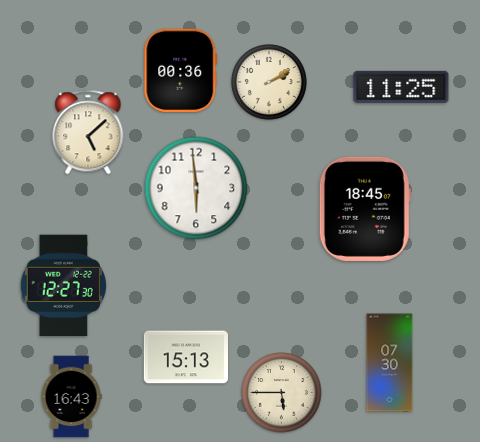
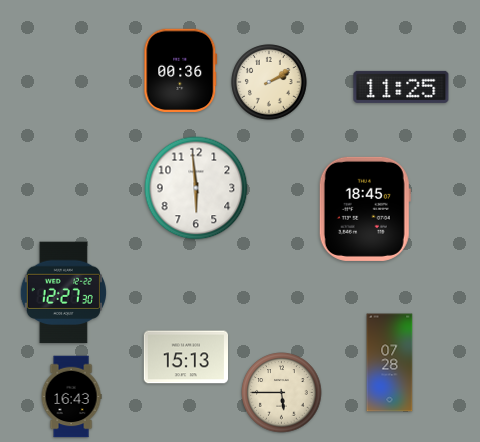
clock at (88, 132): 5:08 -> none
clock at (63, 286) position: (63, 286) -> (63, 293)
clock at (390, 363): 07:30 -> 07:28
